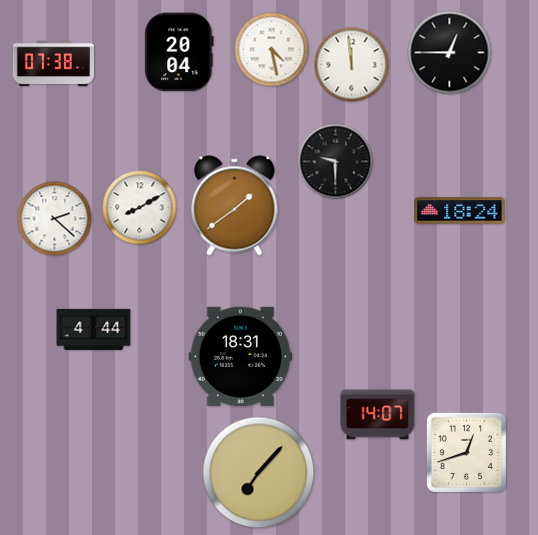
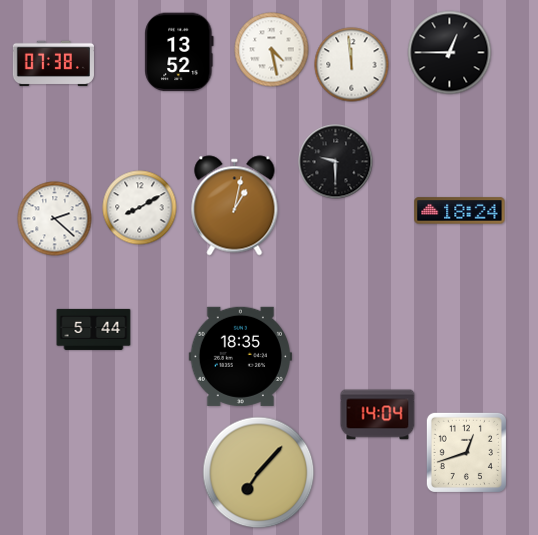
clock at (179, 52): 20:04 -> 13:52
clock at (235, 206): 1:39 -> 1:02
clock at (94, 329): 4:44 -> 5:44
clock at (240, 356): 18:31 -> 18:35
clock at (378, 415): 14:07 -> 14:04
